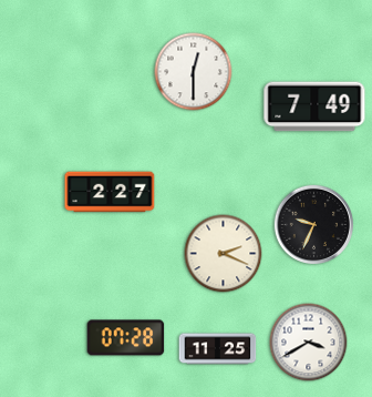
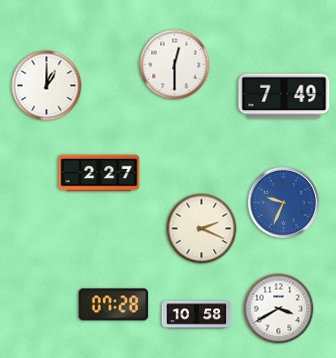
clock at (47, 86): none -> 1:00
clock at (313, 224) dial: black -> blue
clock at (218, 349): 11:25 -> 10:58
